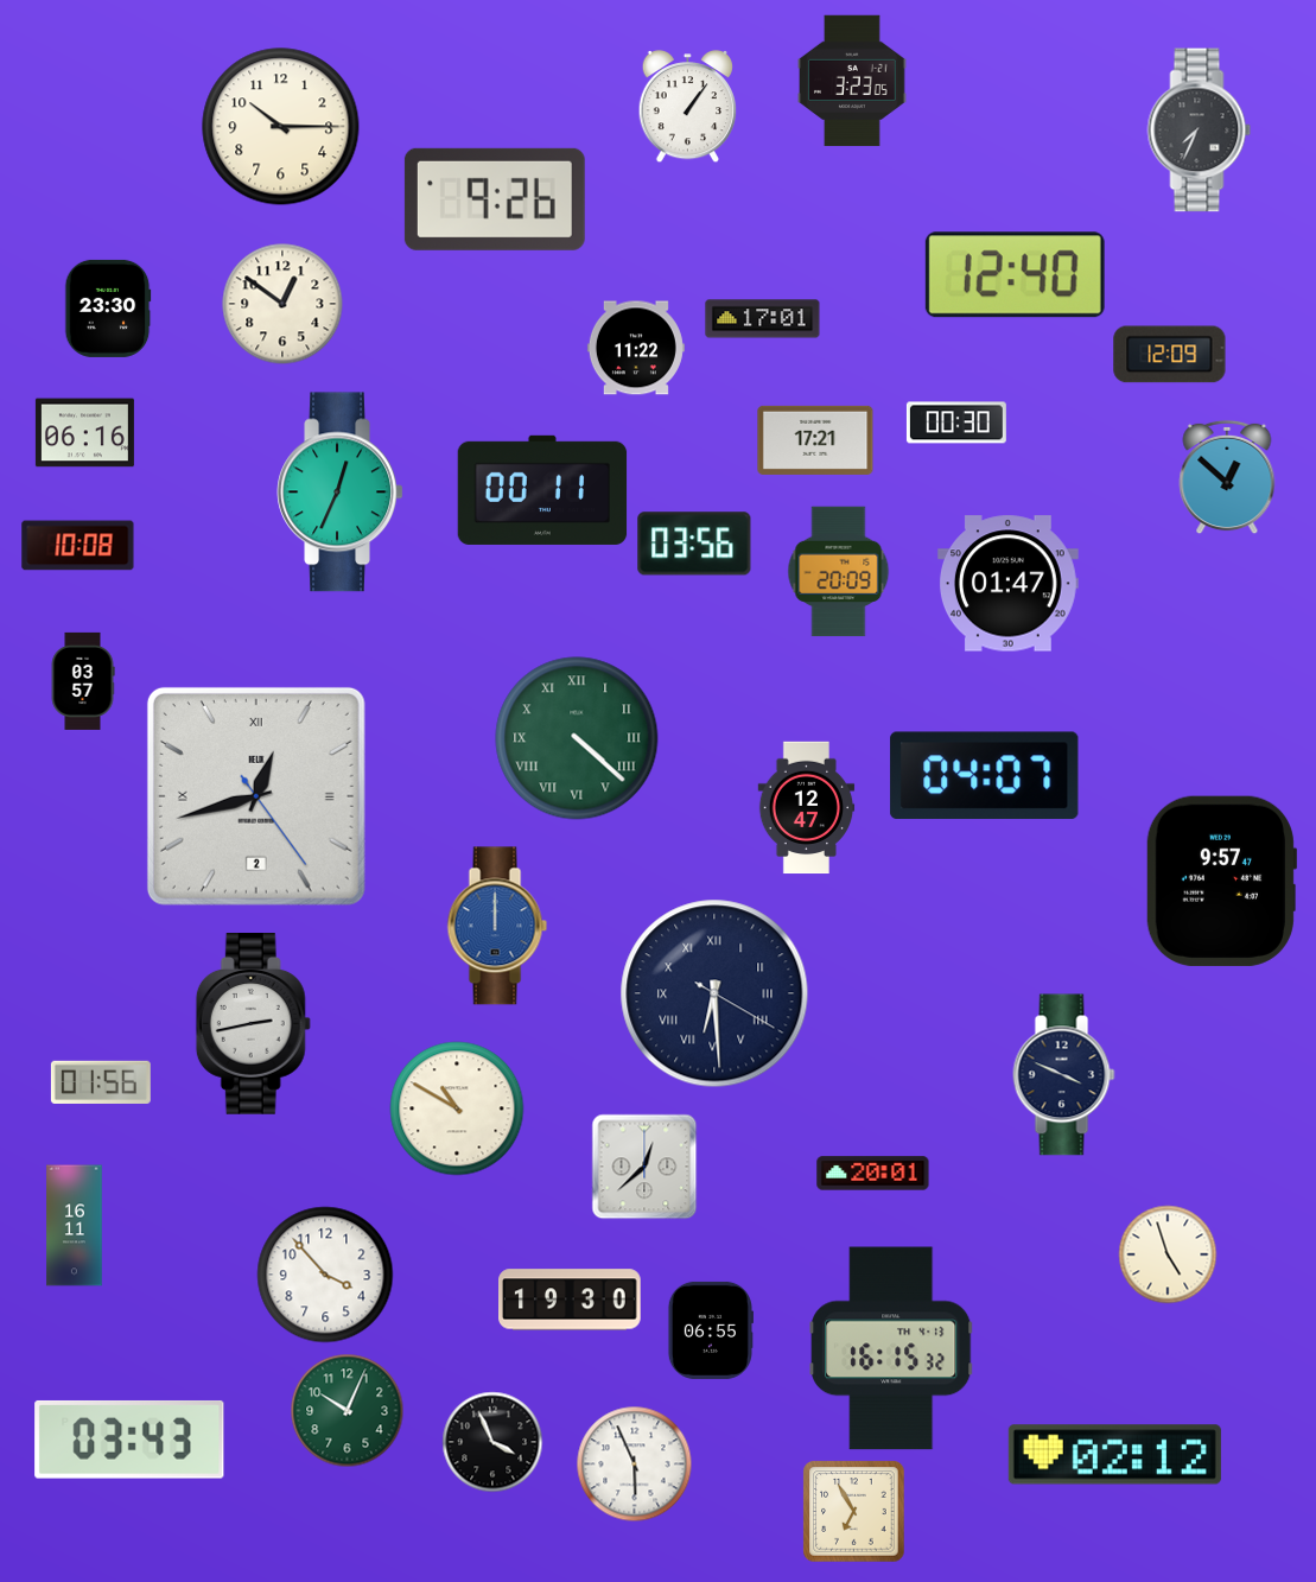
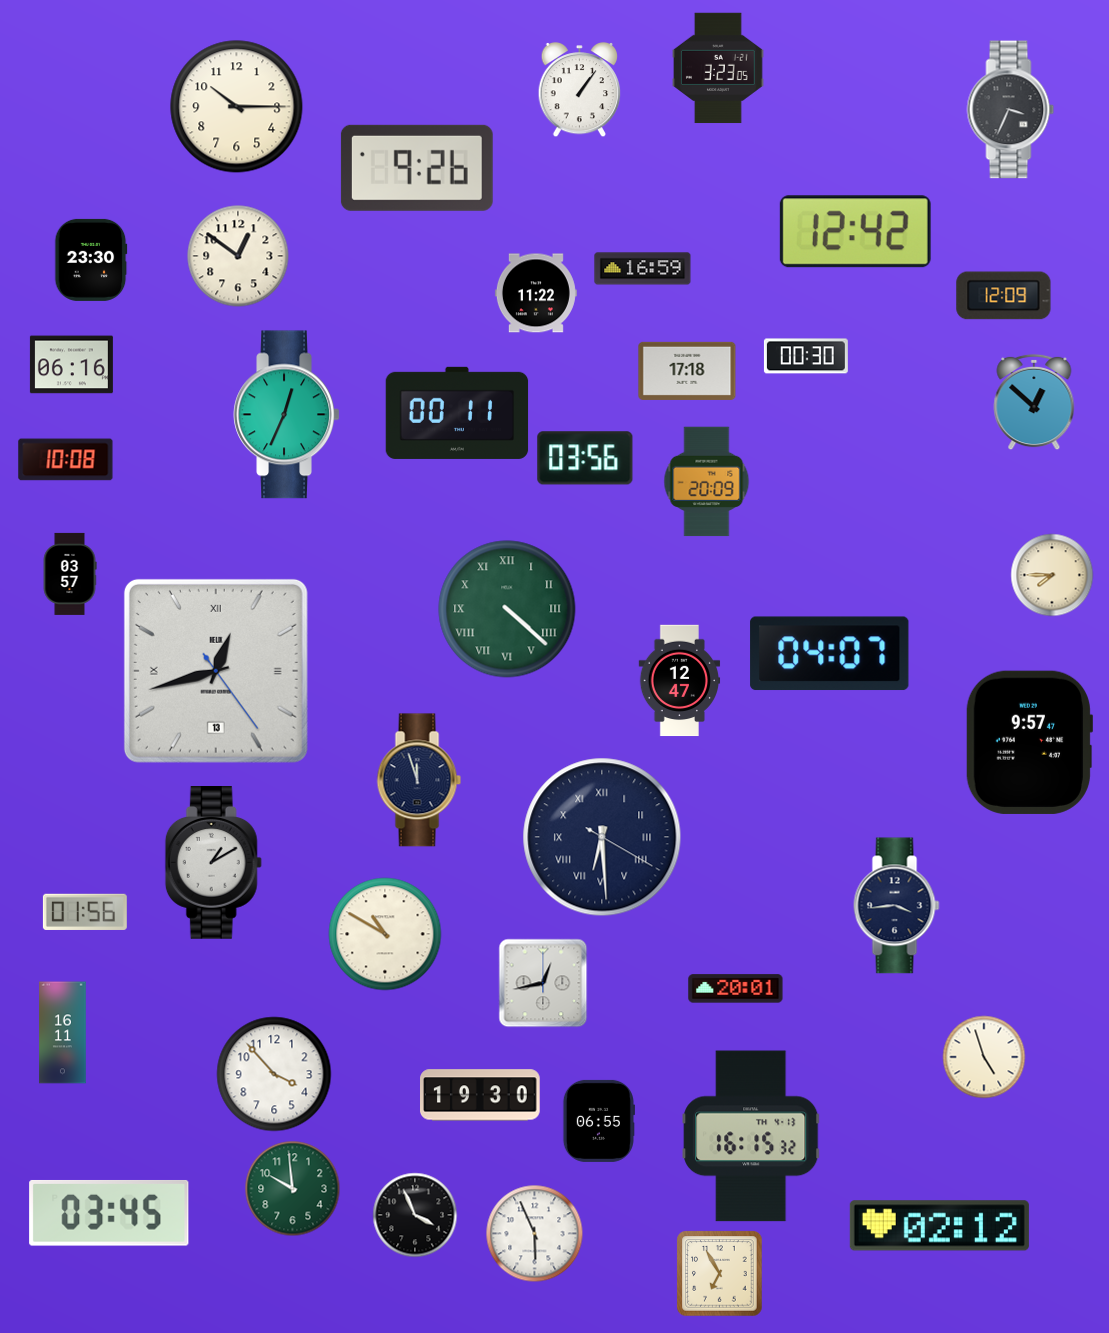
clock at (1200, 131): 7:34 -> 3:34
clock at (1015, 275): 12:40 -> 12:42
clock at (763, 319): 17:01 -> 16:59
clock at (1170, 355) position: (1170, 355) -> (1004, 296)
clock at (815, 440): 17:21 -> 17:18
clock at (1007, 584): 01:47 -> none
clock at (1052, 575): none -> 7:45
clock at (577, 738) position: (577, 738) -> (507, 609)
clock at (256, 796) date: 2 -> 13
clock at (497, 926): 12:00 -> 11:57
clock at (497, 926) dial: blue -> navy
clock at (253, 1024): 2:43 -> 1:10
clock at (1064, 1075): 3:49 -> 3:44
clock at (644, 1167): 12:38 -> 12:43
clock at (348, 1411): 10:04 -> 9:59
clock at (129, 1440): 03:43 -> 03:45
